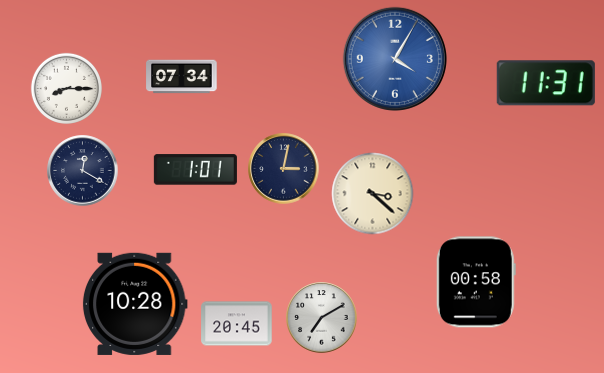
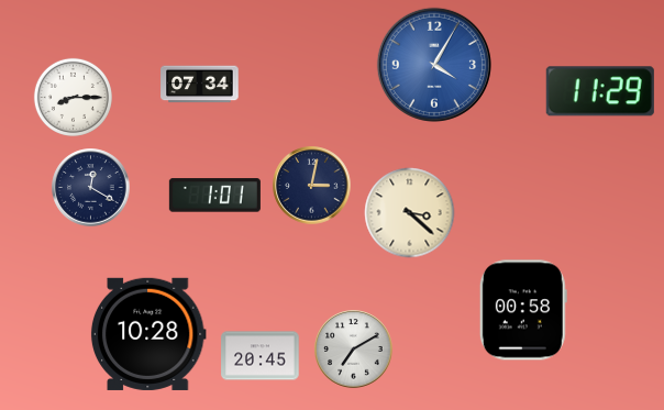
clock at (546, 83): 11:31 -> 11:29
clock at (195, 170) position: (195, 170) -> (214, 196)
